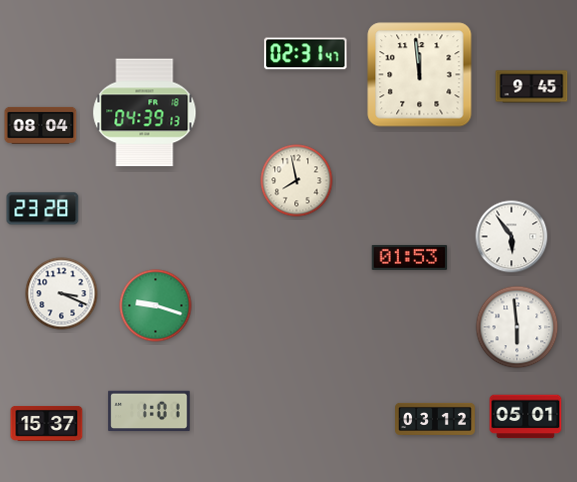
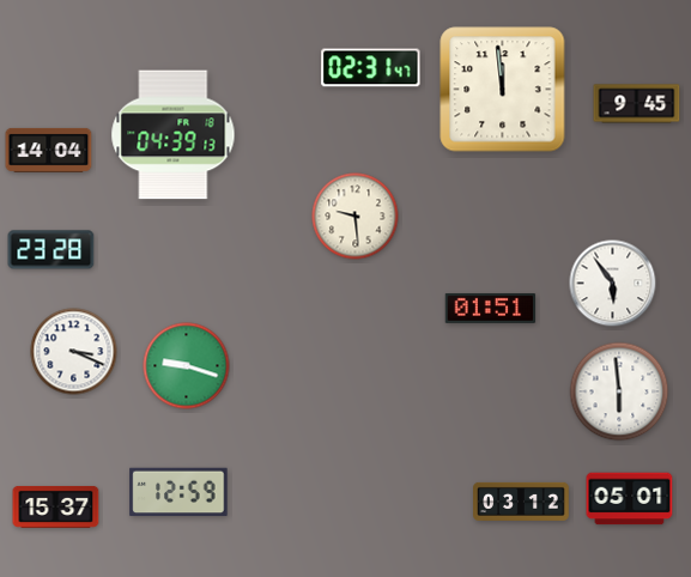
clock at (306, 54) position: (306, 54) -> (371, 68)
clock at (41, 125): 08:04 -> 14:04
clock at (297, 181): 7:58 -> 9:29
clock at (410, 257): 01:53 -> 01:51
clock at (149, 411): 1:01 -> 12:59
